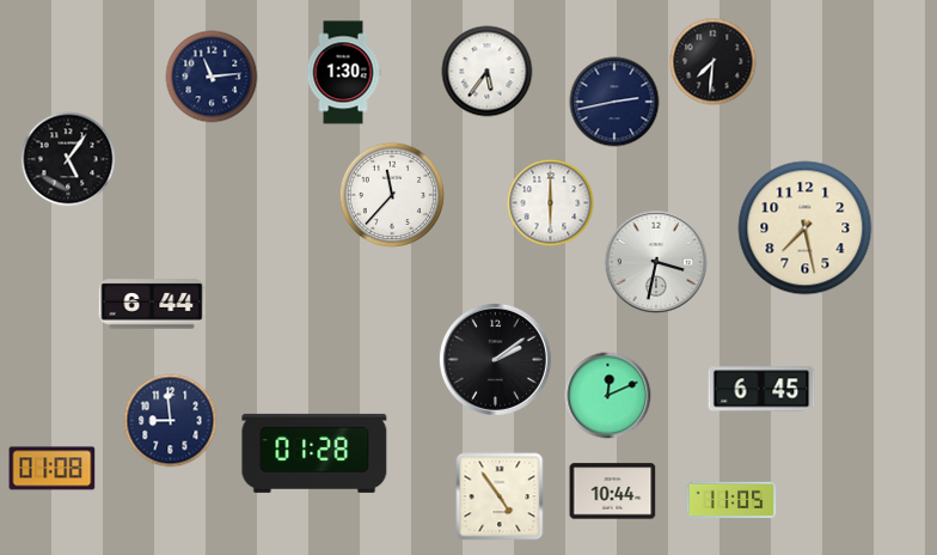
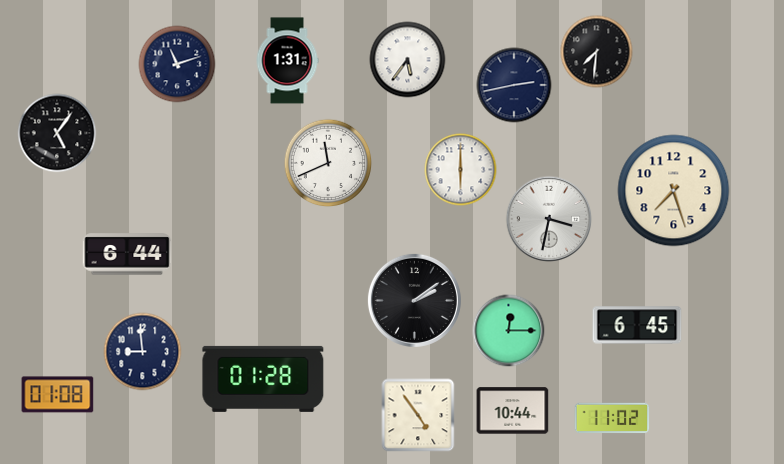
clock at (343, 73): 1:30 -> 1:31
clock at (212, 77): 11:14 -> 11:12
clock at (392, 195): 11:37 -> 11:41
clock at (806, 228): 7:28 -> 7:27
clock at (608, 396): 12:11 -> 12:15
clock at (53, 469) position: (53, 469) -> (58, 395)
clock at (731, 500): 11:05 -> 11:02
